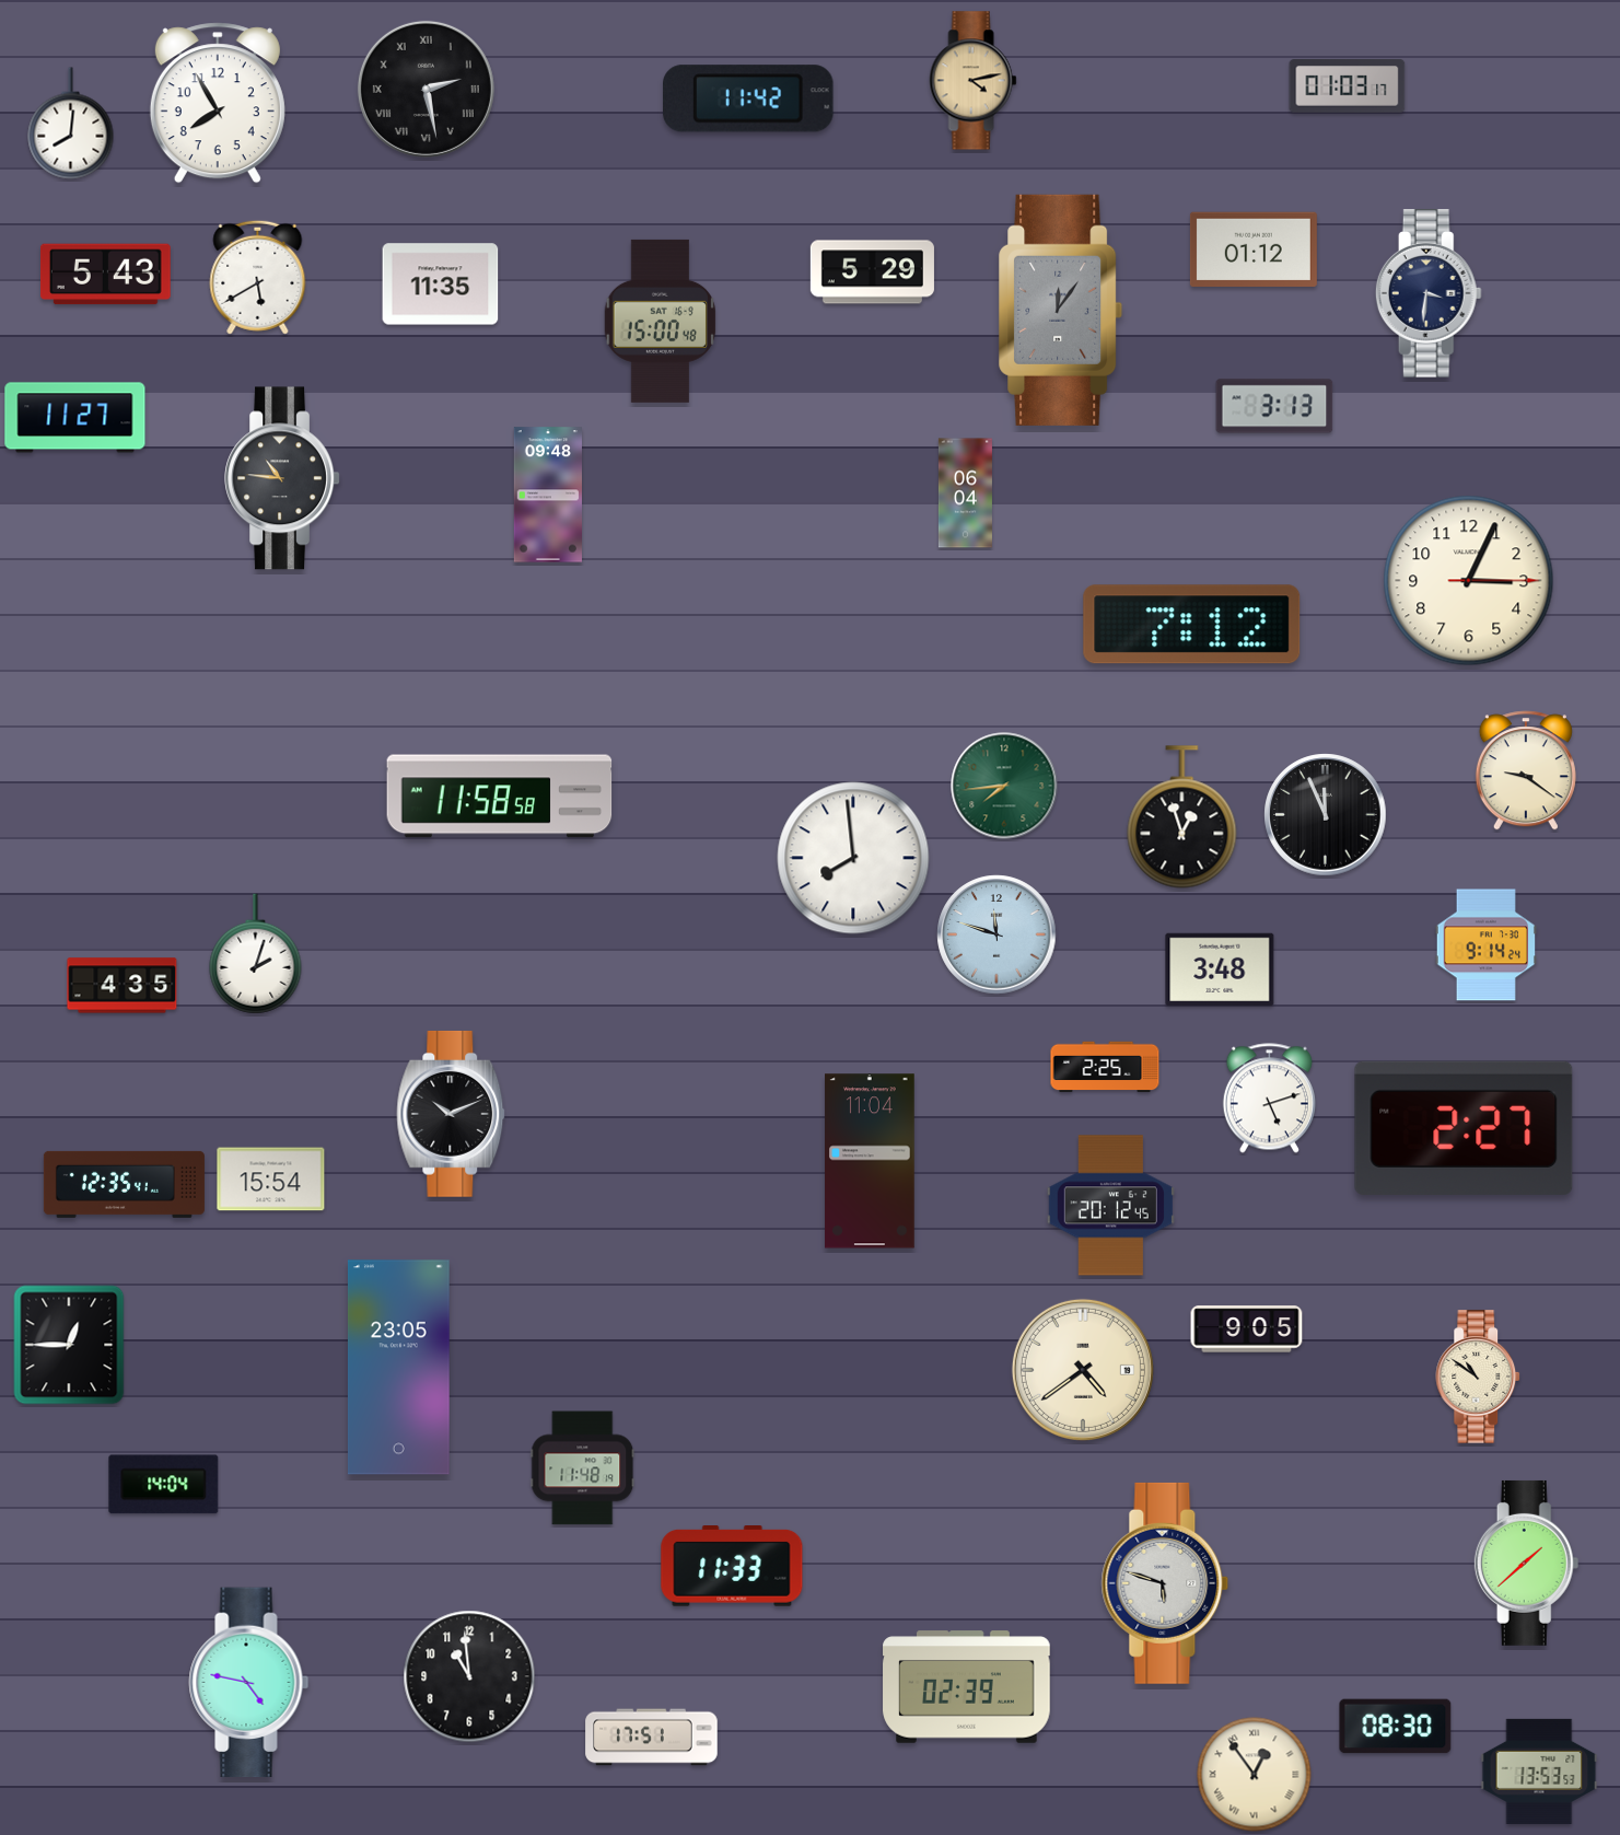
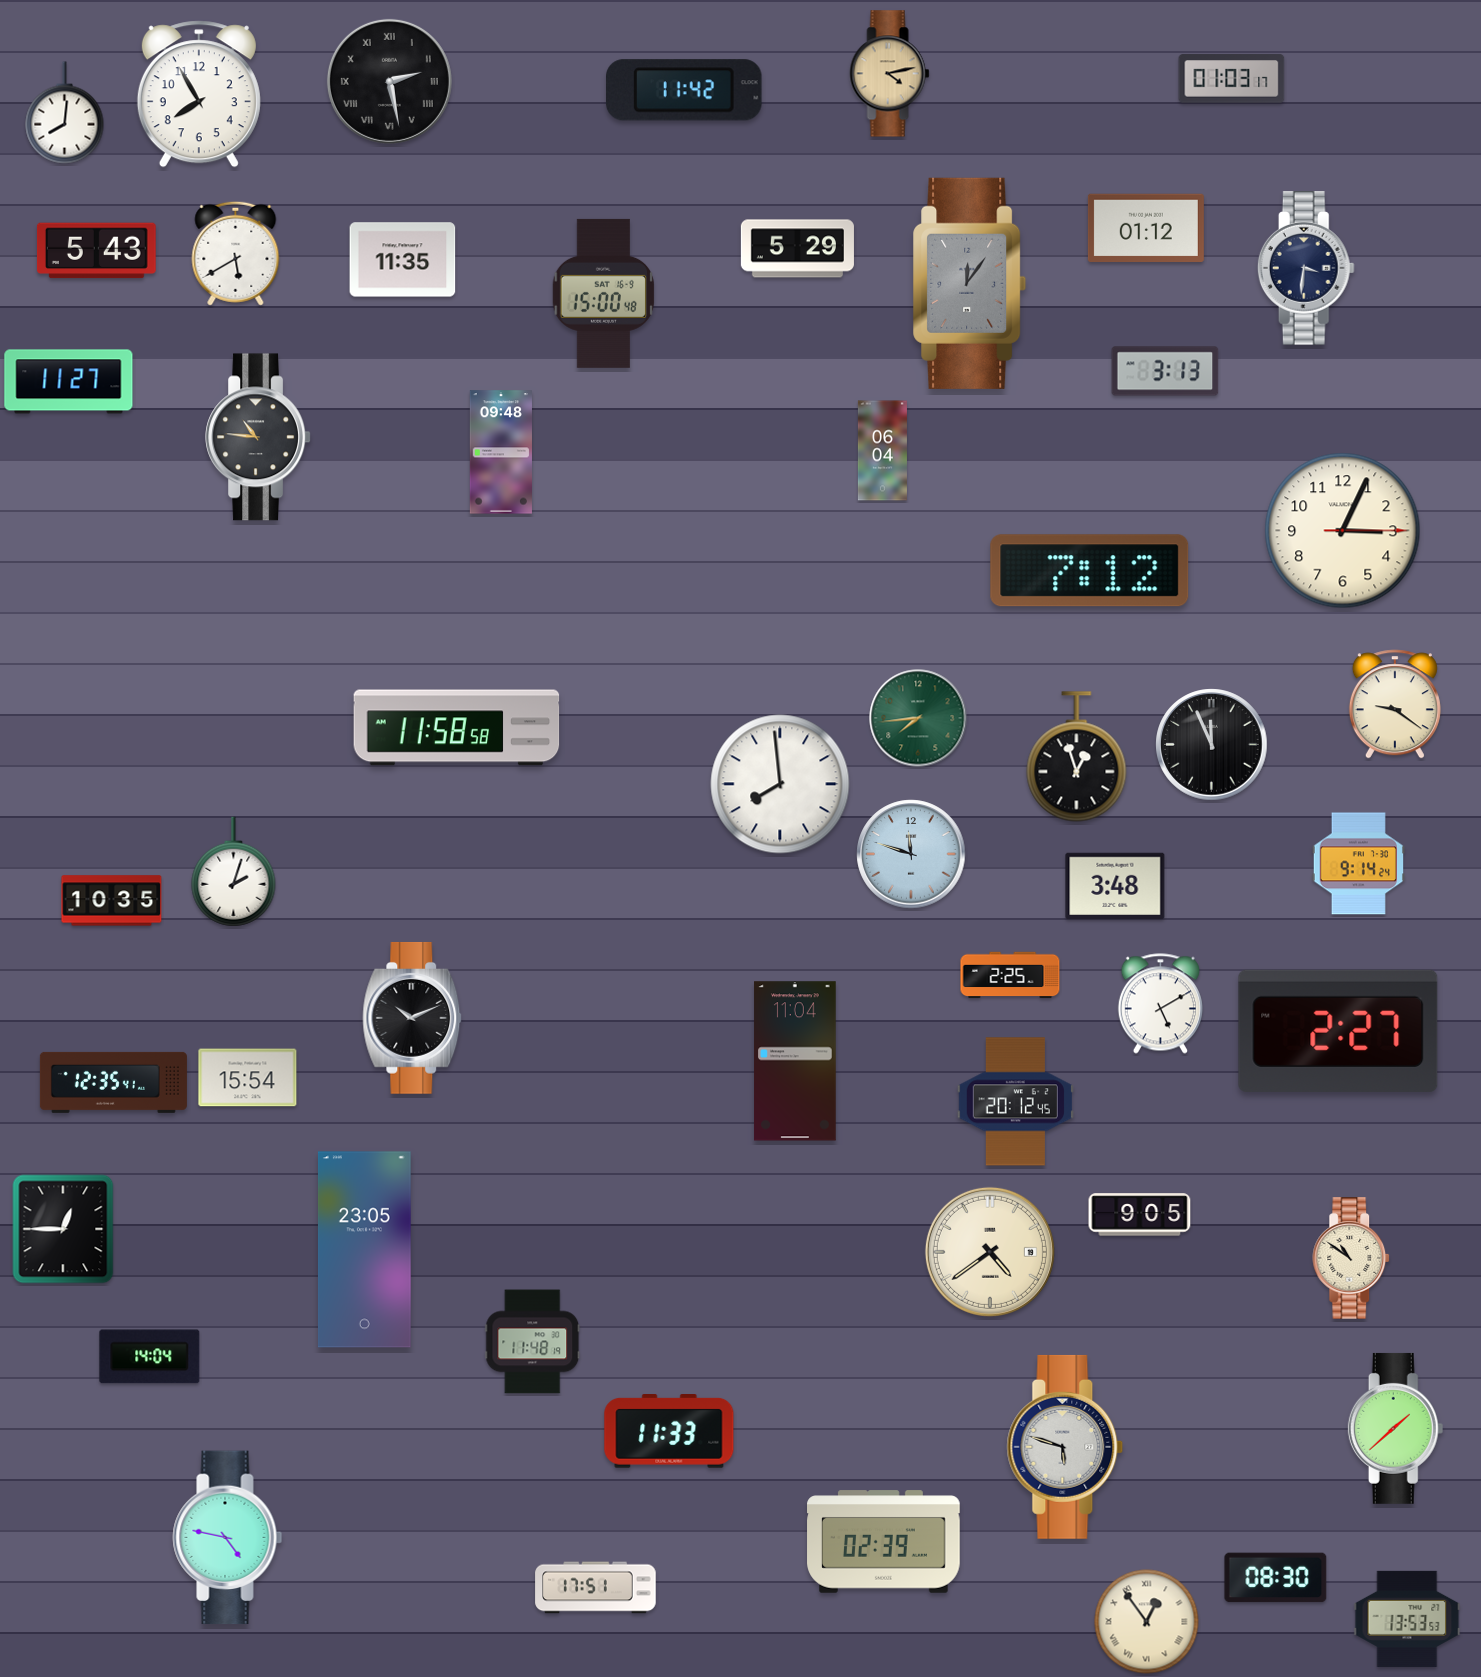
clock at (1182, 817) position: (1182, 817) -> (1077, 757)
clock at (123, 986): 4:35 -> 10:35
clock at (1269, 1099): 5:12 -> 5:10
clock at (469, 1676): 10:59 -> none
